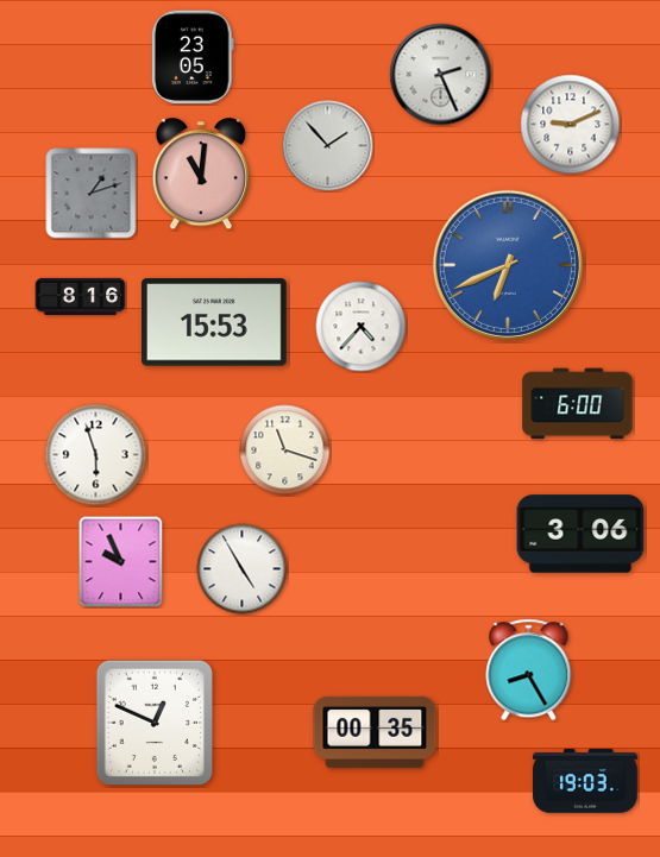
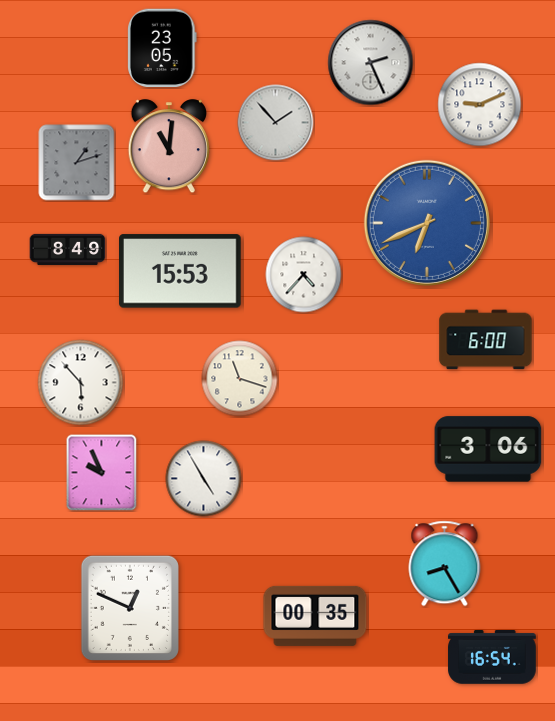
clock at (81, 296): 8:16 -> 8:49
clock at (96, 455): 5:57 -> 5:53
clock at (585, 782): 19:03 -> 16:54
